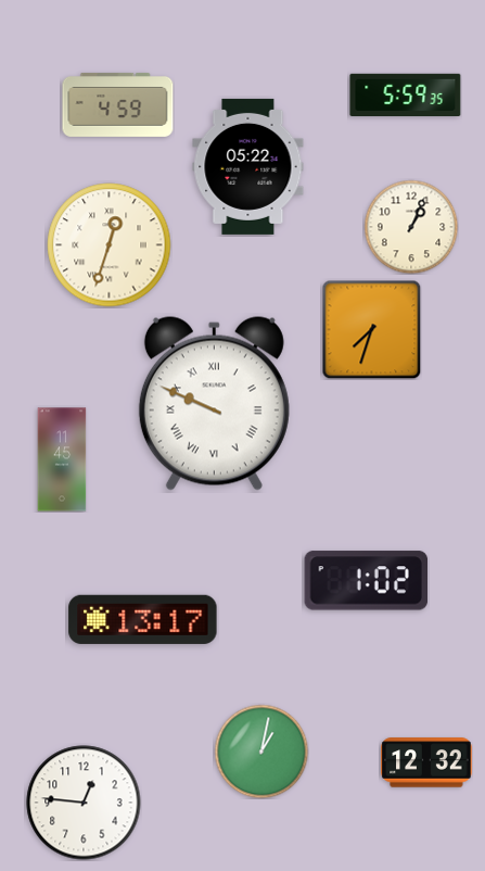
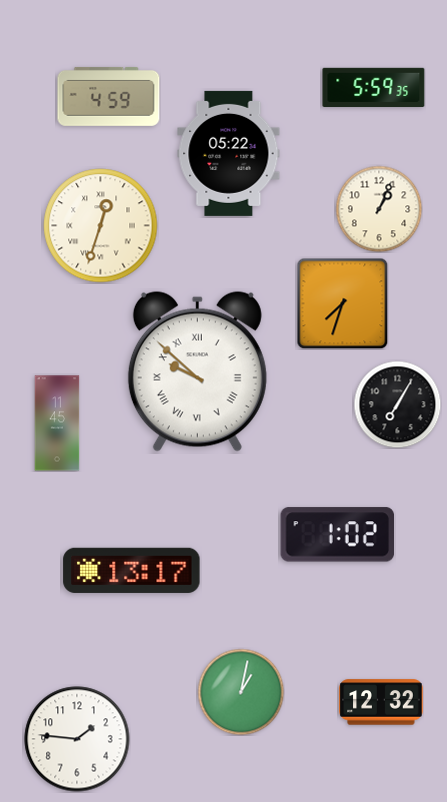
clock at (214, 404): 9:49 -> 9:52
clock at (397, 404): none -> 7:05
clock at (426, 762) position: (426, 762) -> (381, 702)
clock at (84, 803): 12:46 -> 1:46
